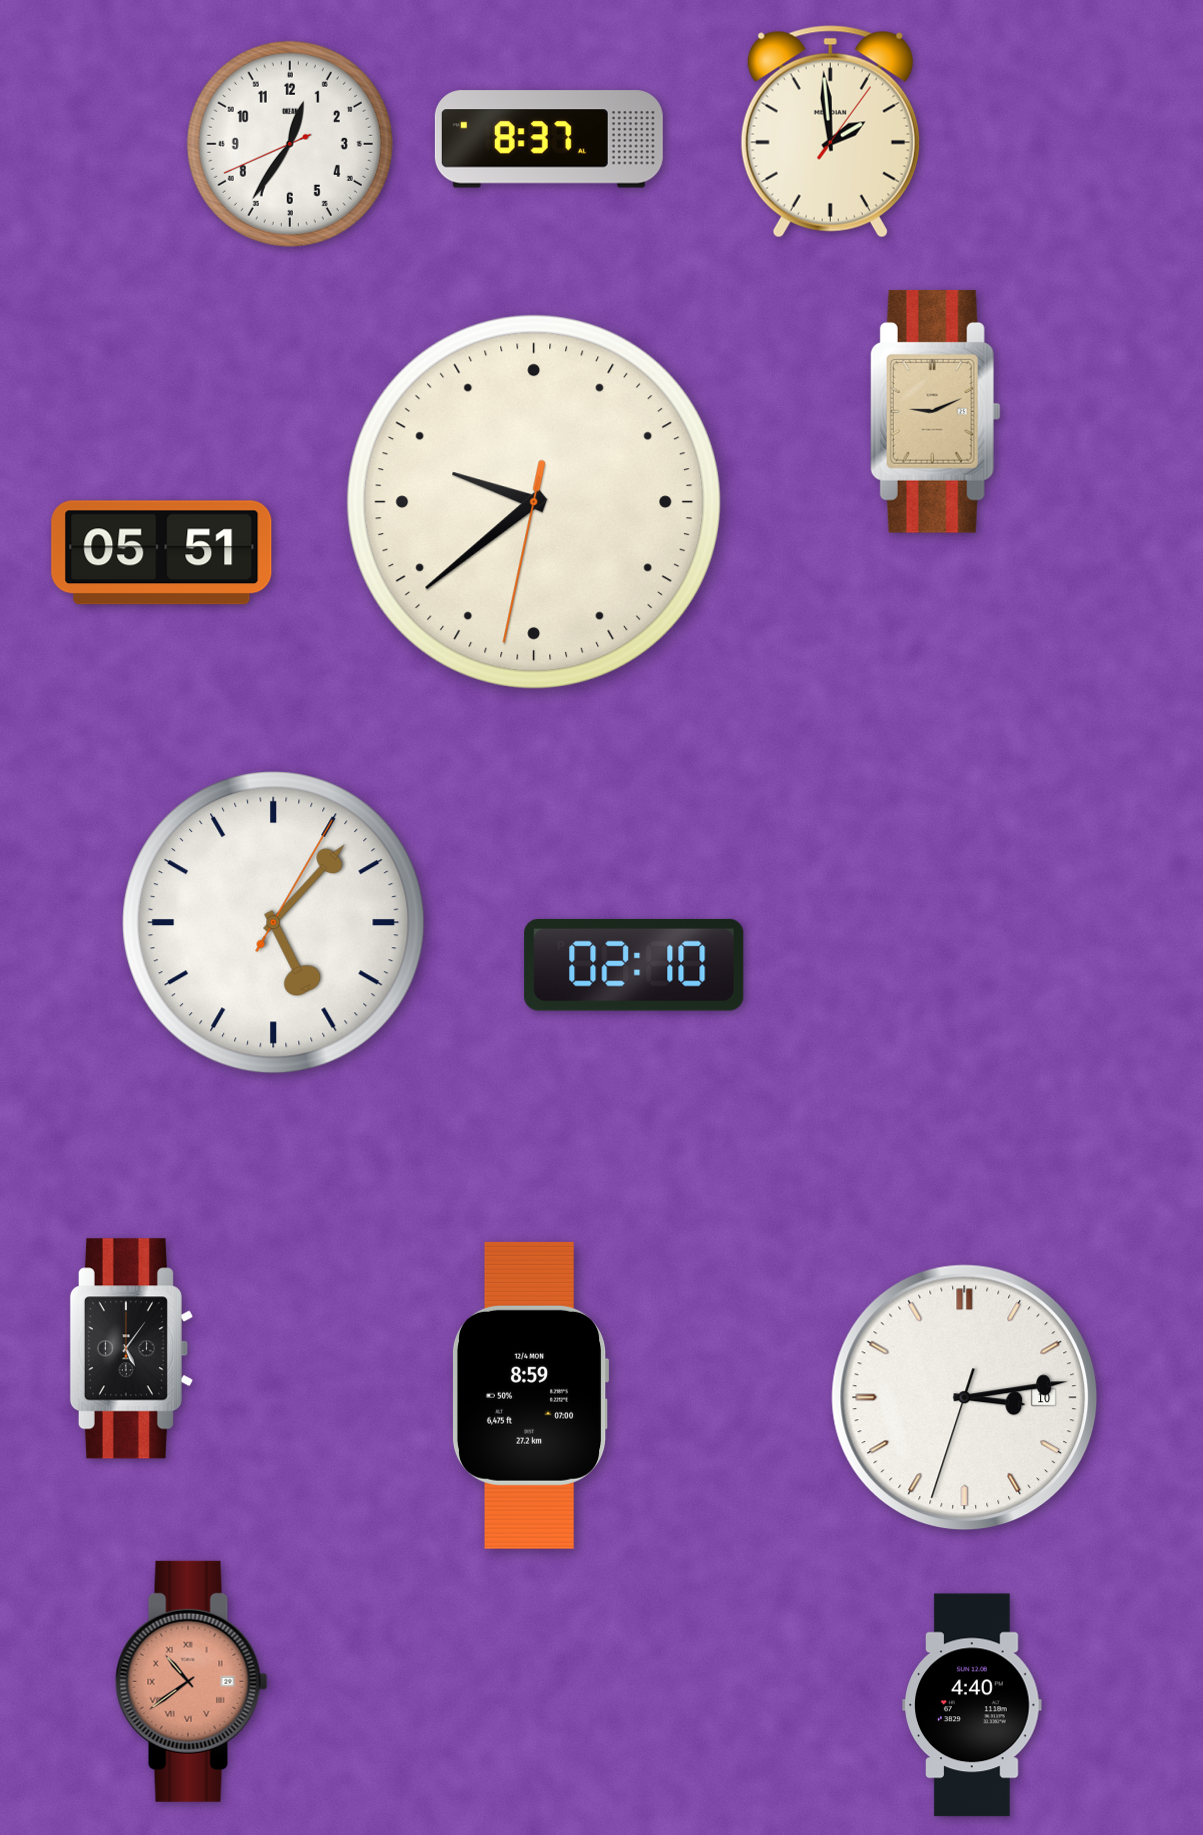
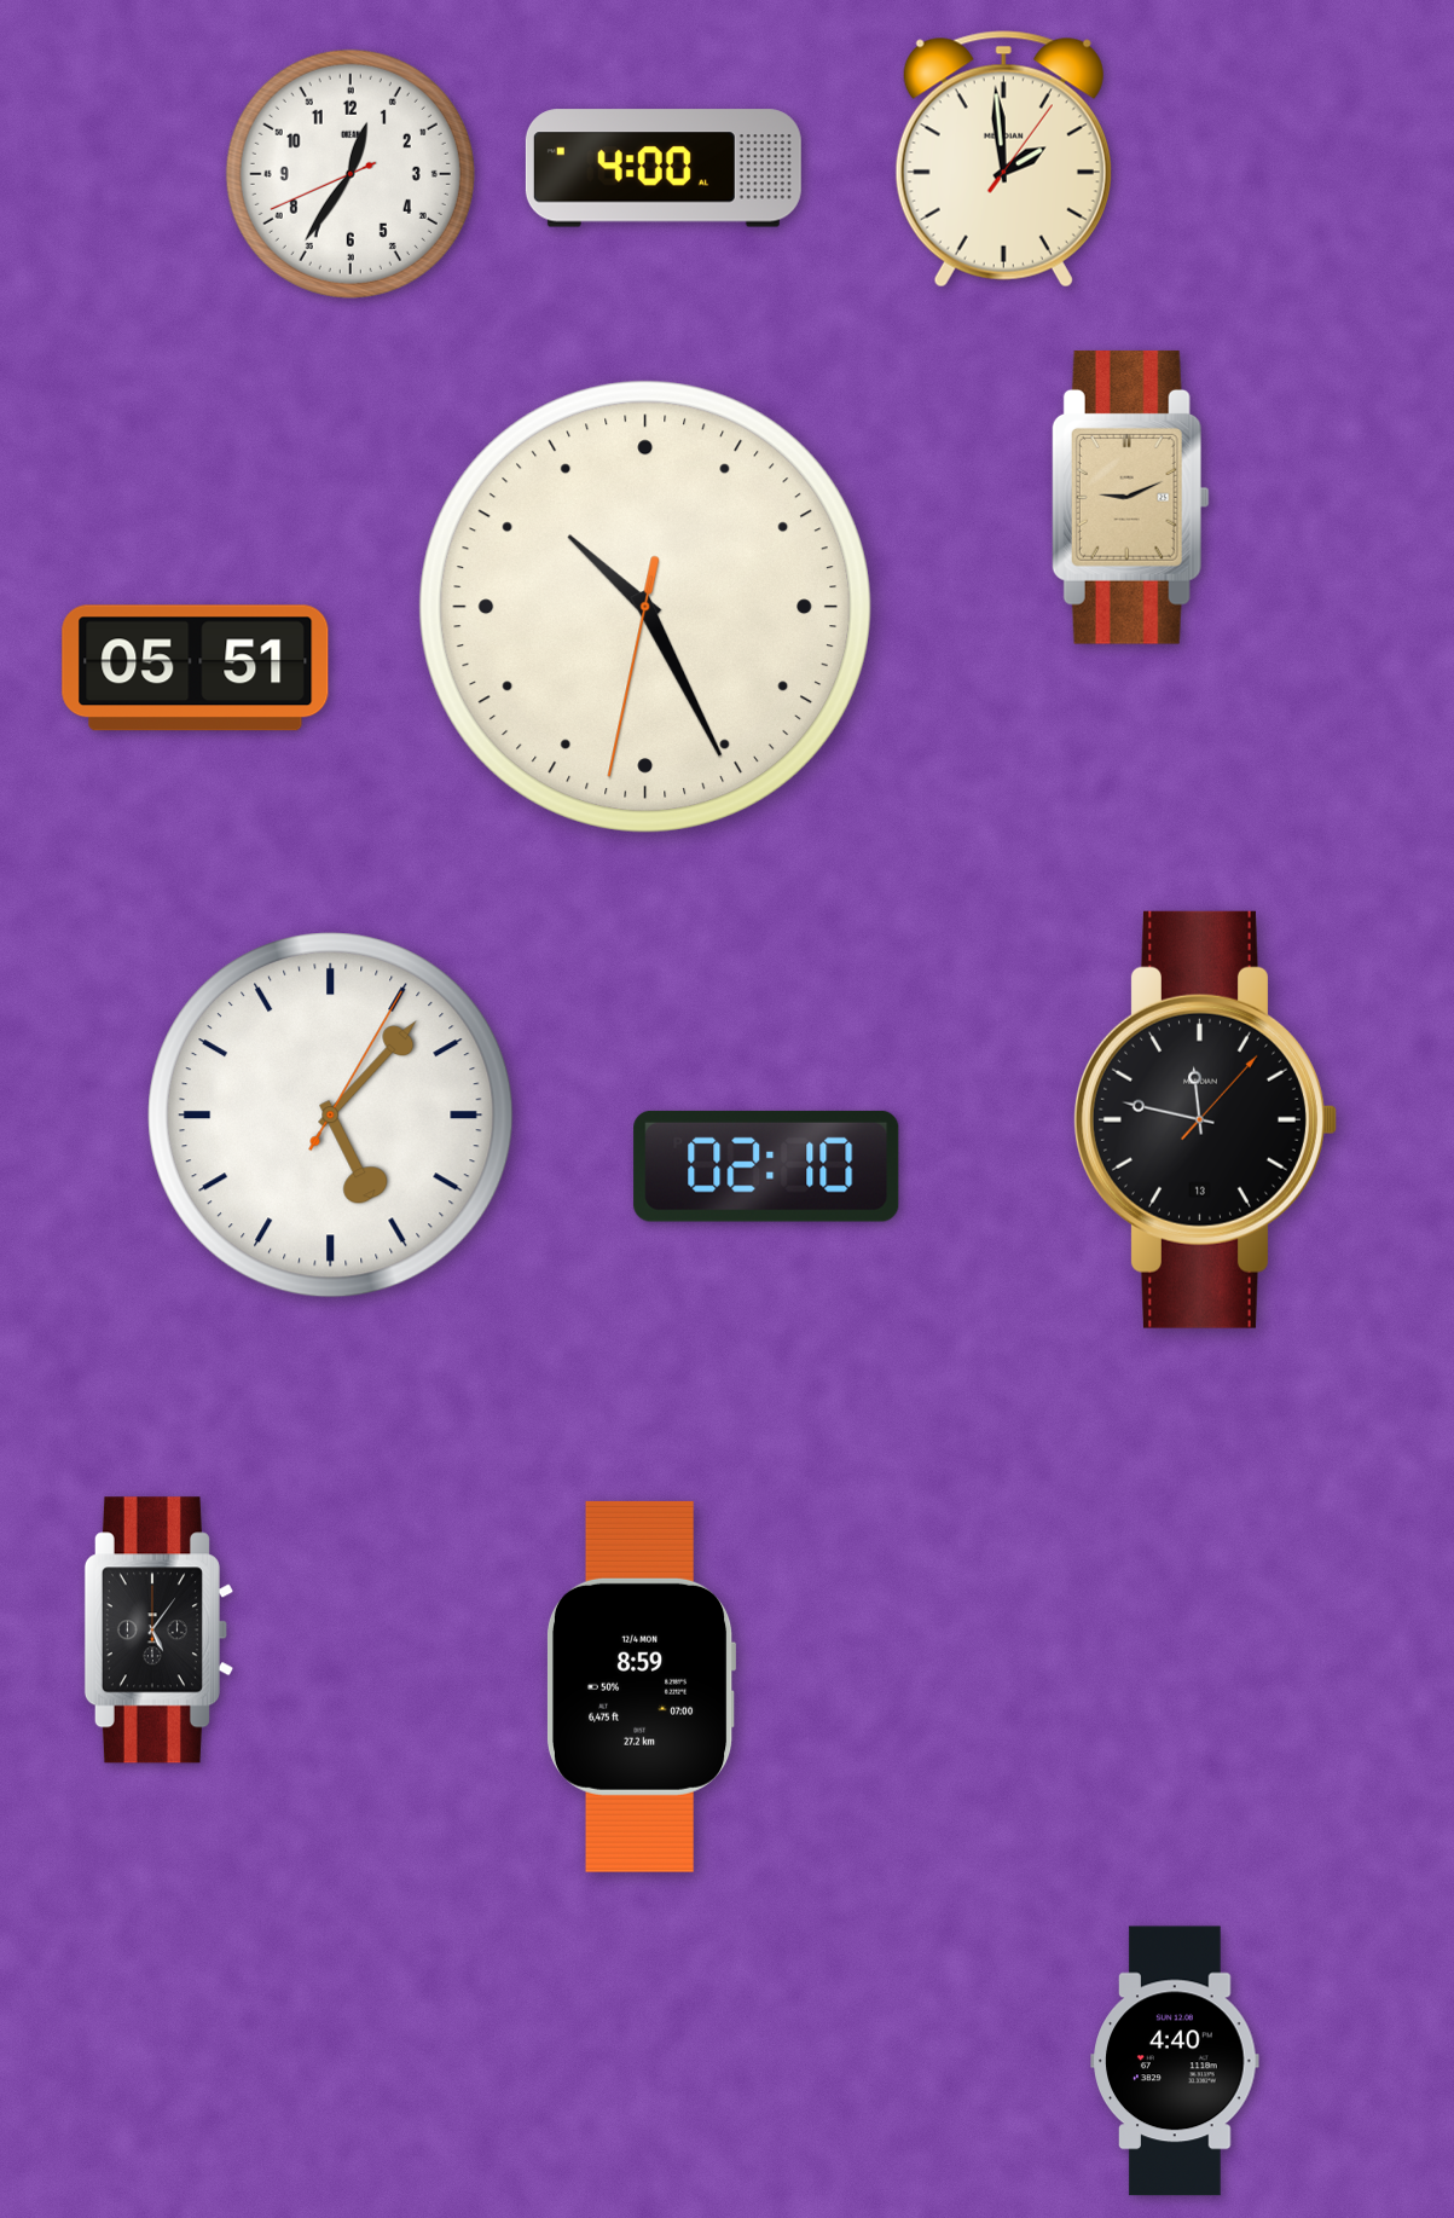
clock at (549, 139): 8:37 -> 4:00
clock at (534, 502): 9:38 -> 10:25
clock at (1206, 1119): none -> 11:47
clock at (965, 1398): 3:13 -> none
clock at (192, 1681): 10:39 -> none
